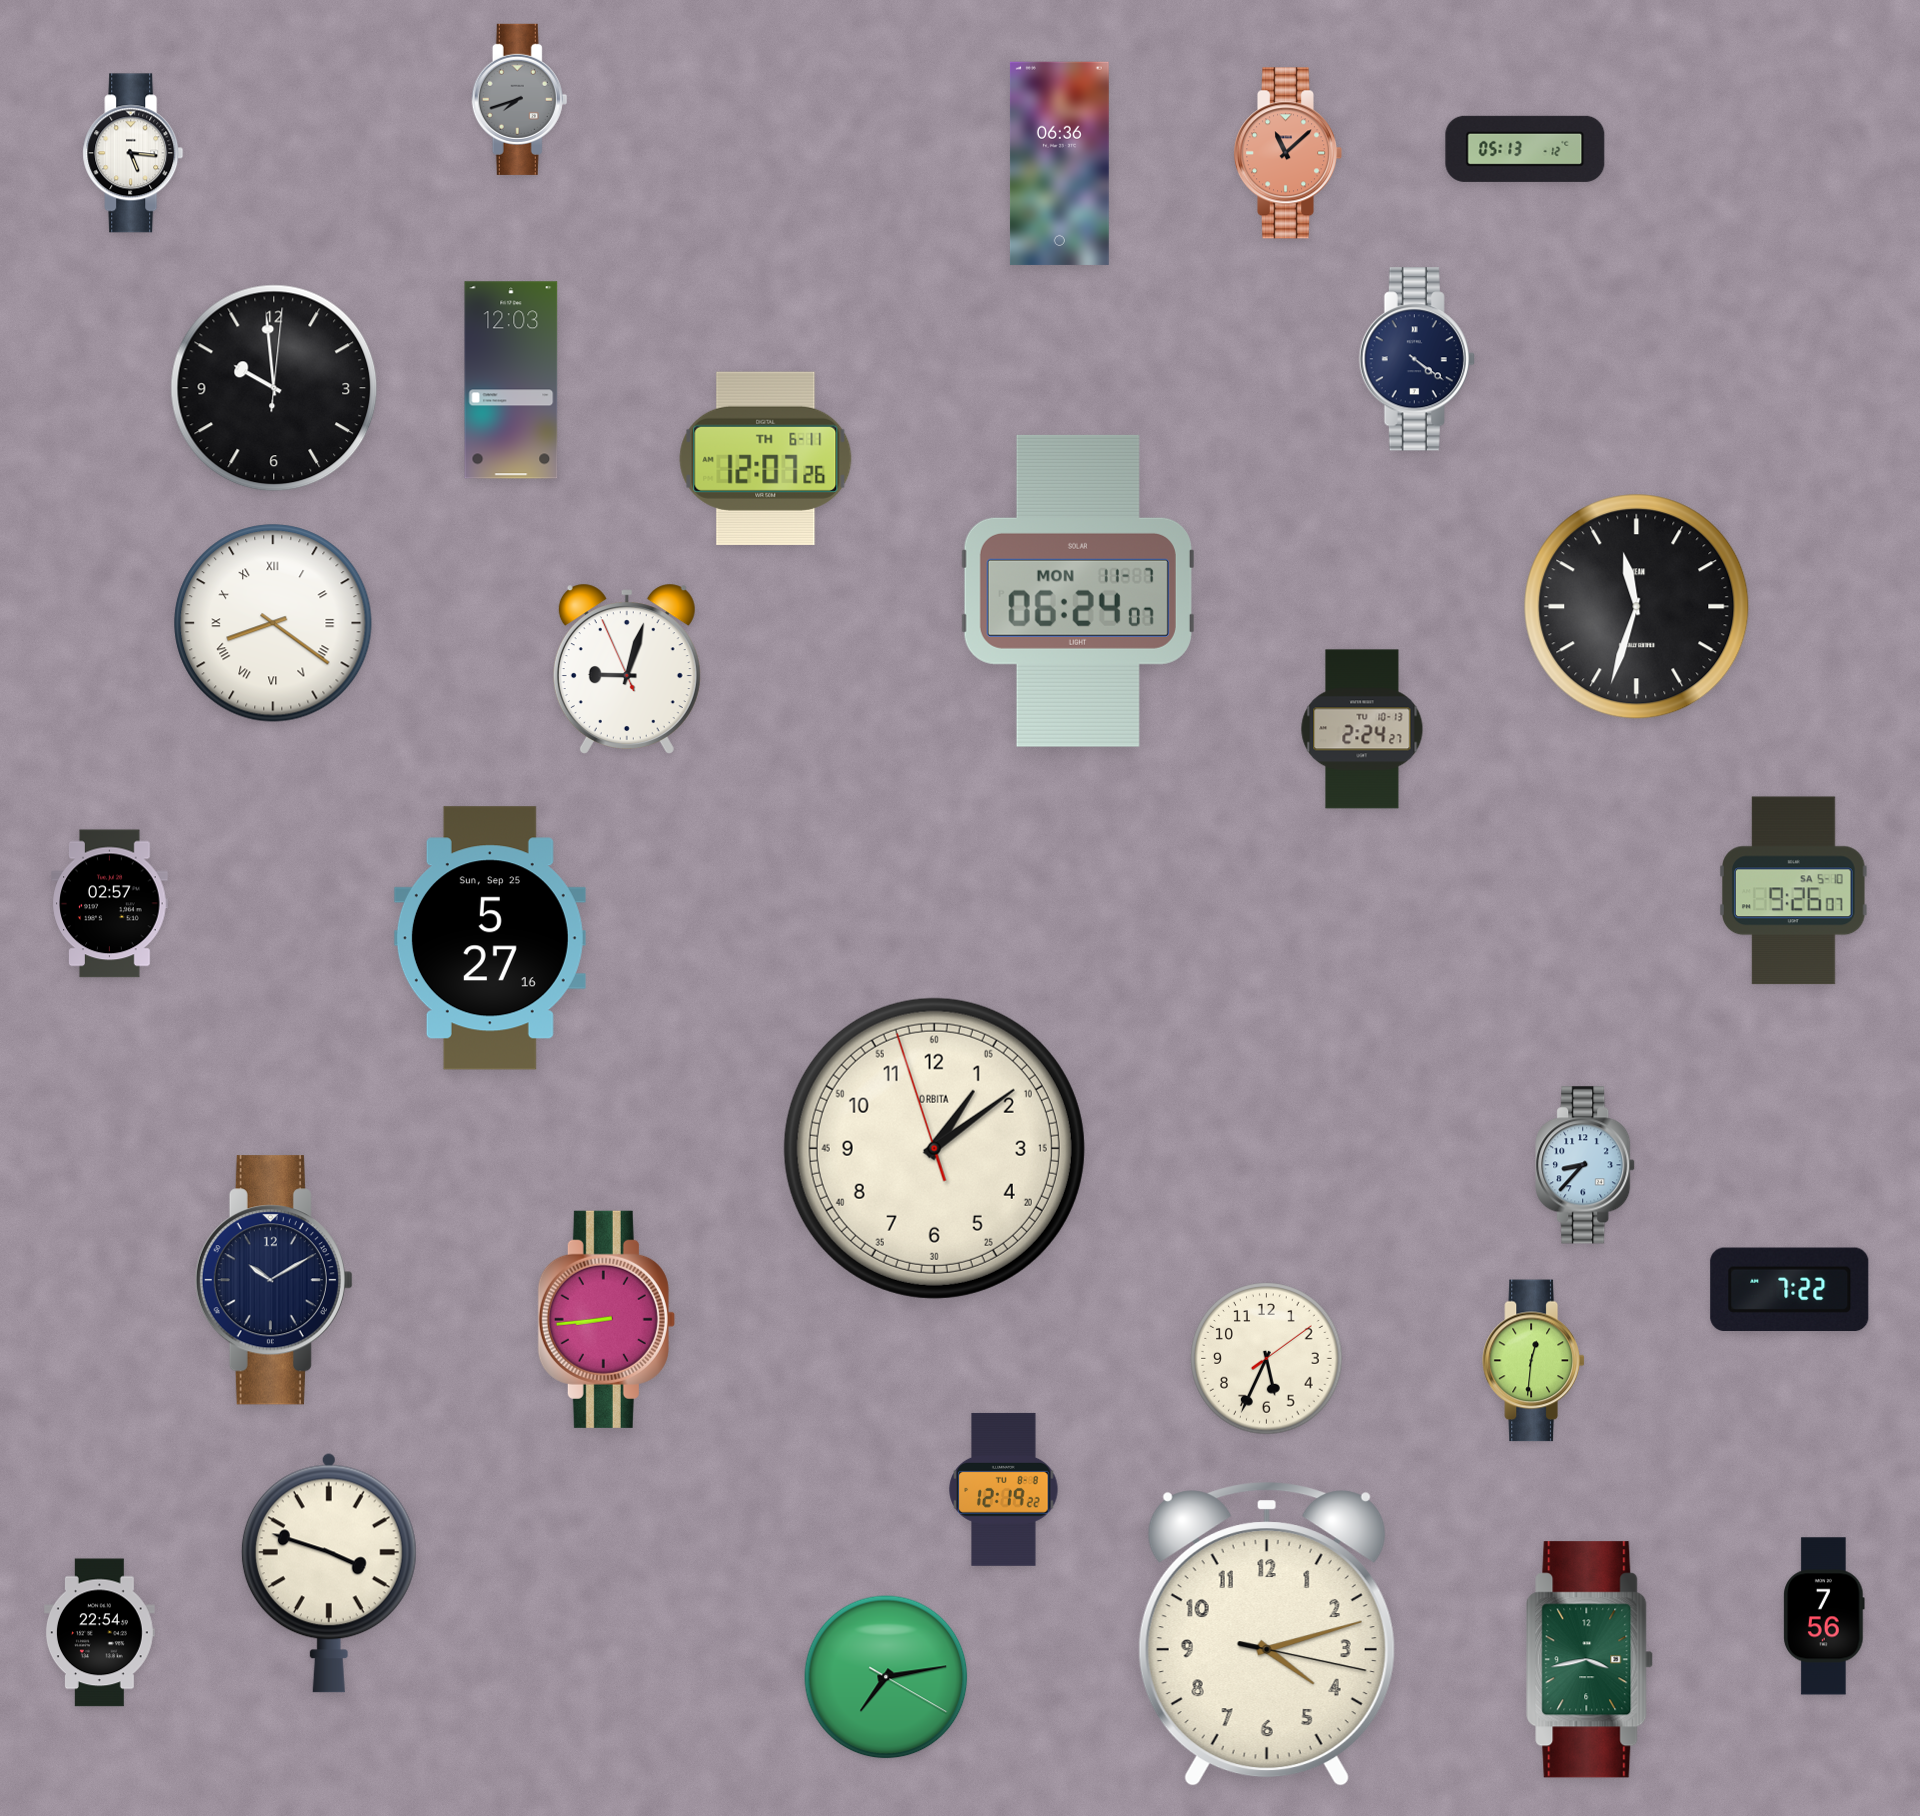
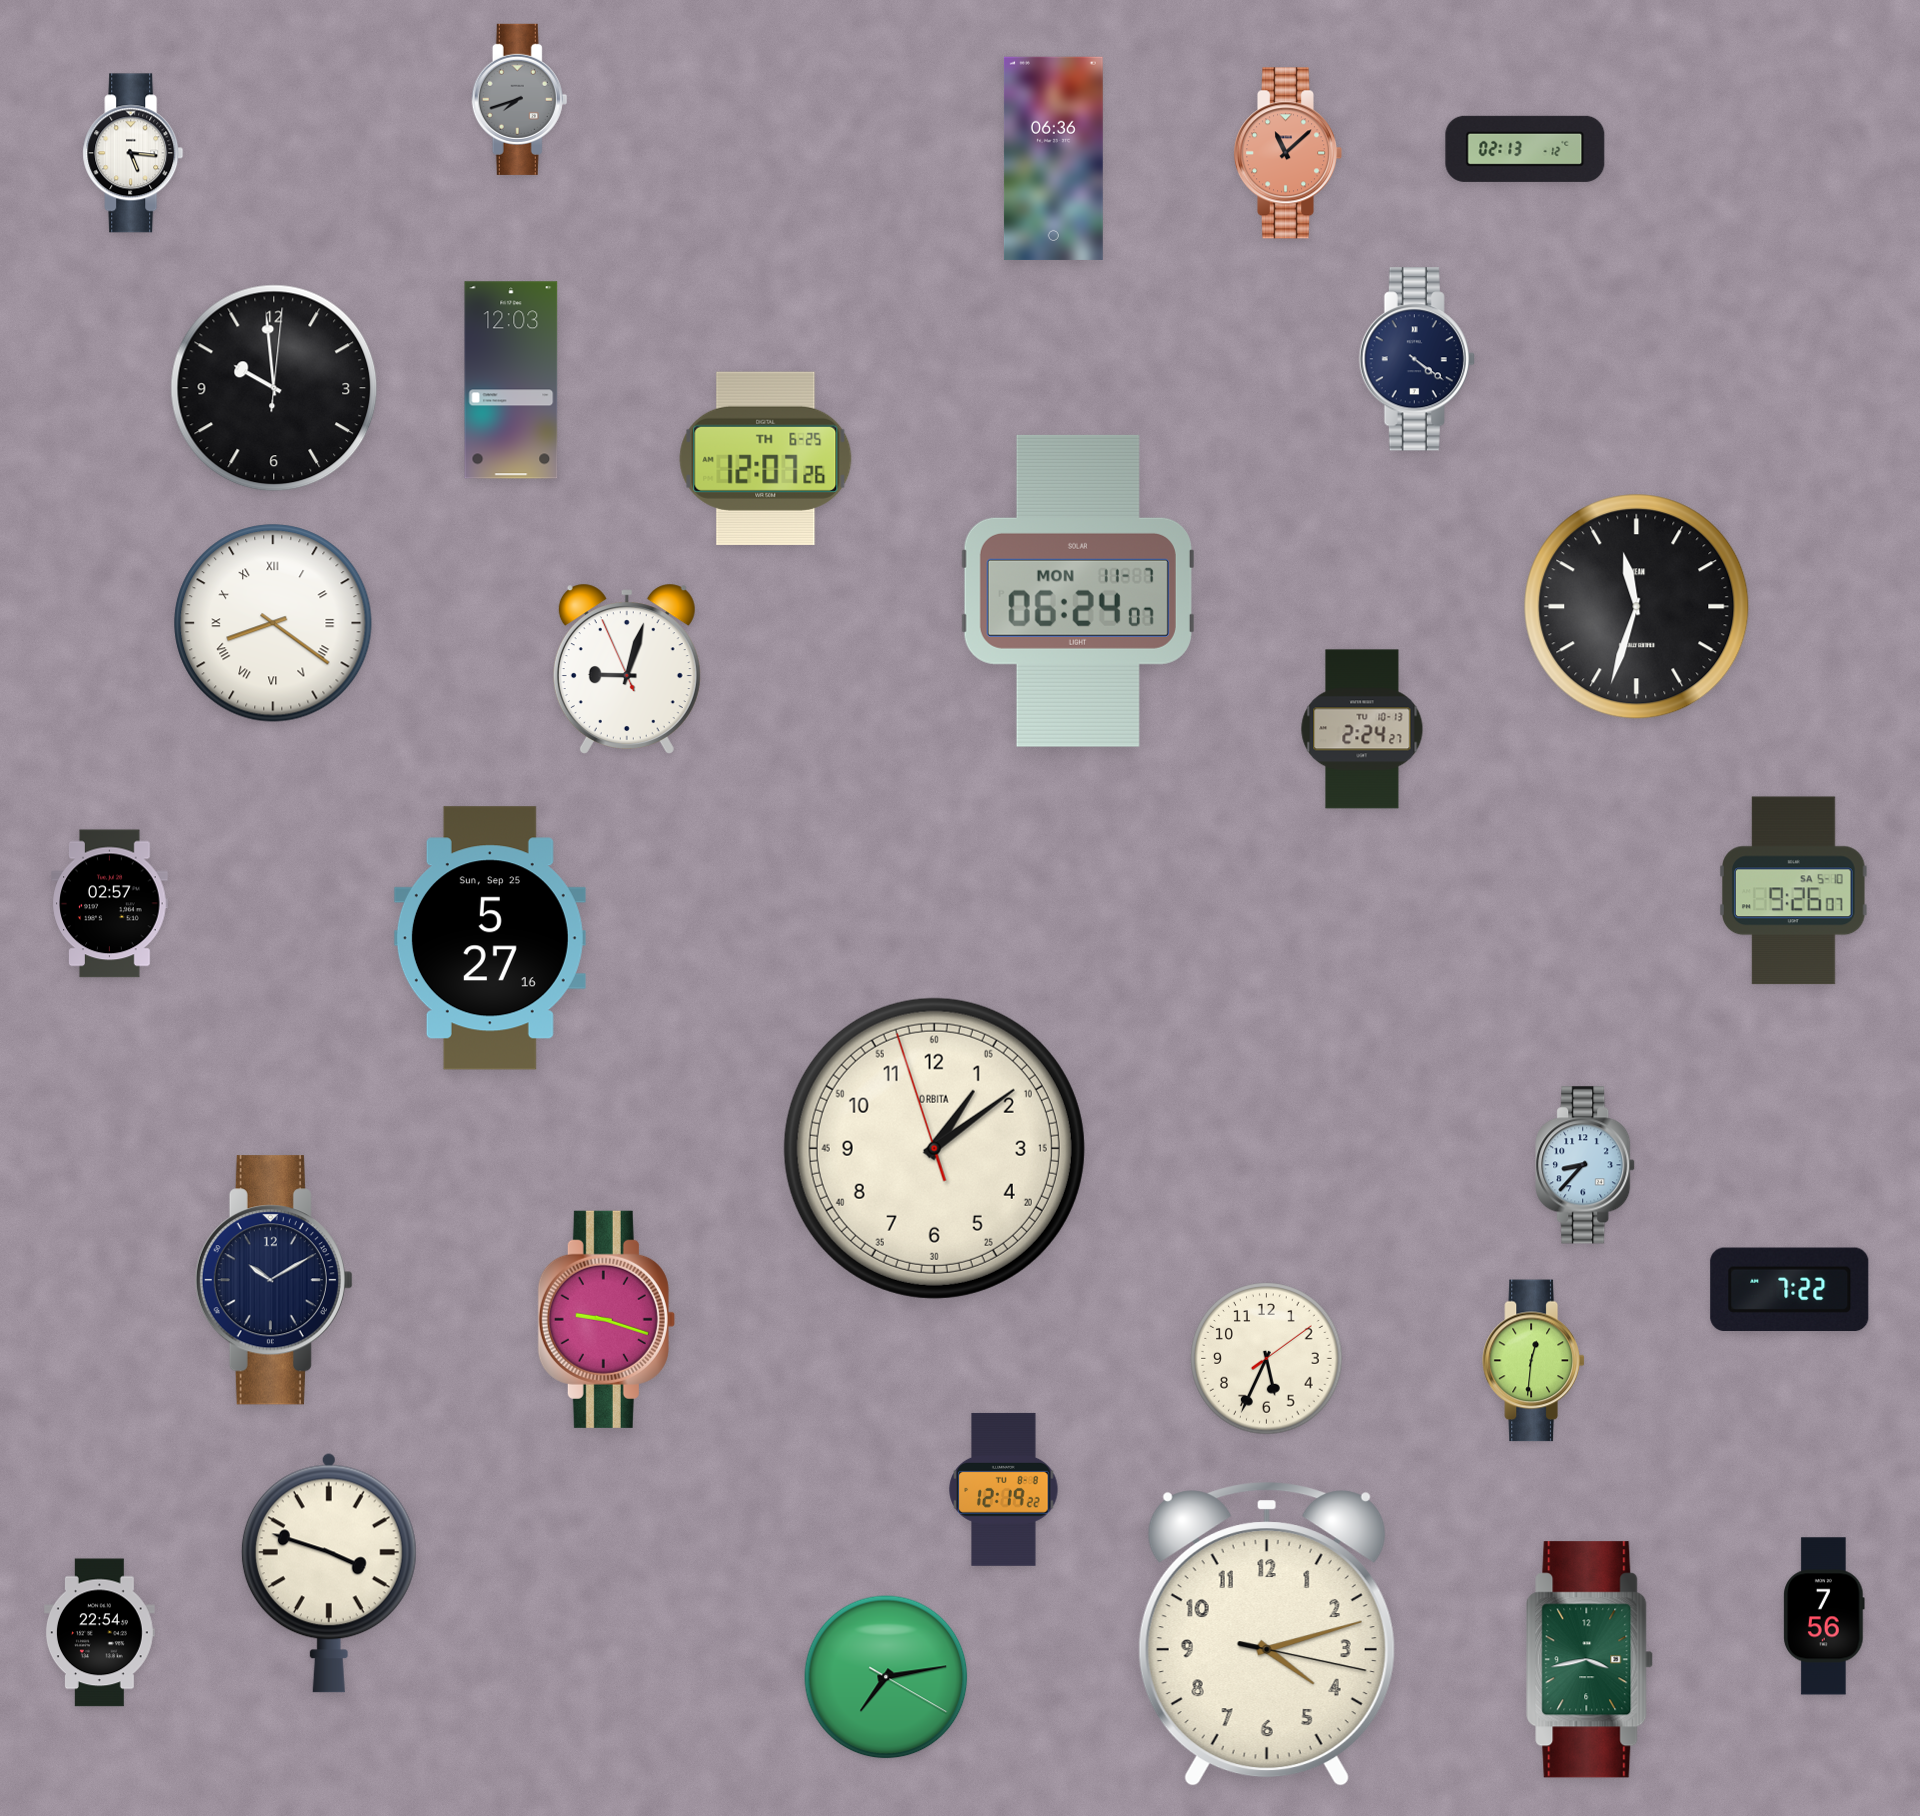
clock at (1525, 149): 05:13 -> 02:13
clock at (1059, 163) position: (1059, 163) -> (1053, 158)
clock at (766, 458) date: TH 6-11 -> TH 6-25
clock at (606, 1319): 8:44 -> 9:18
